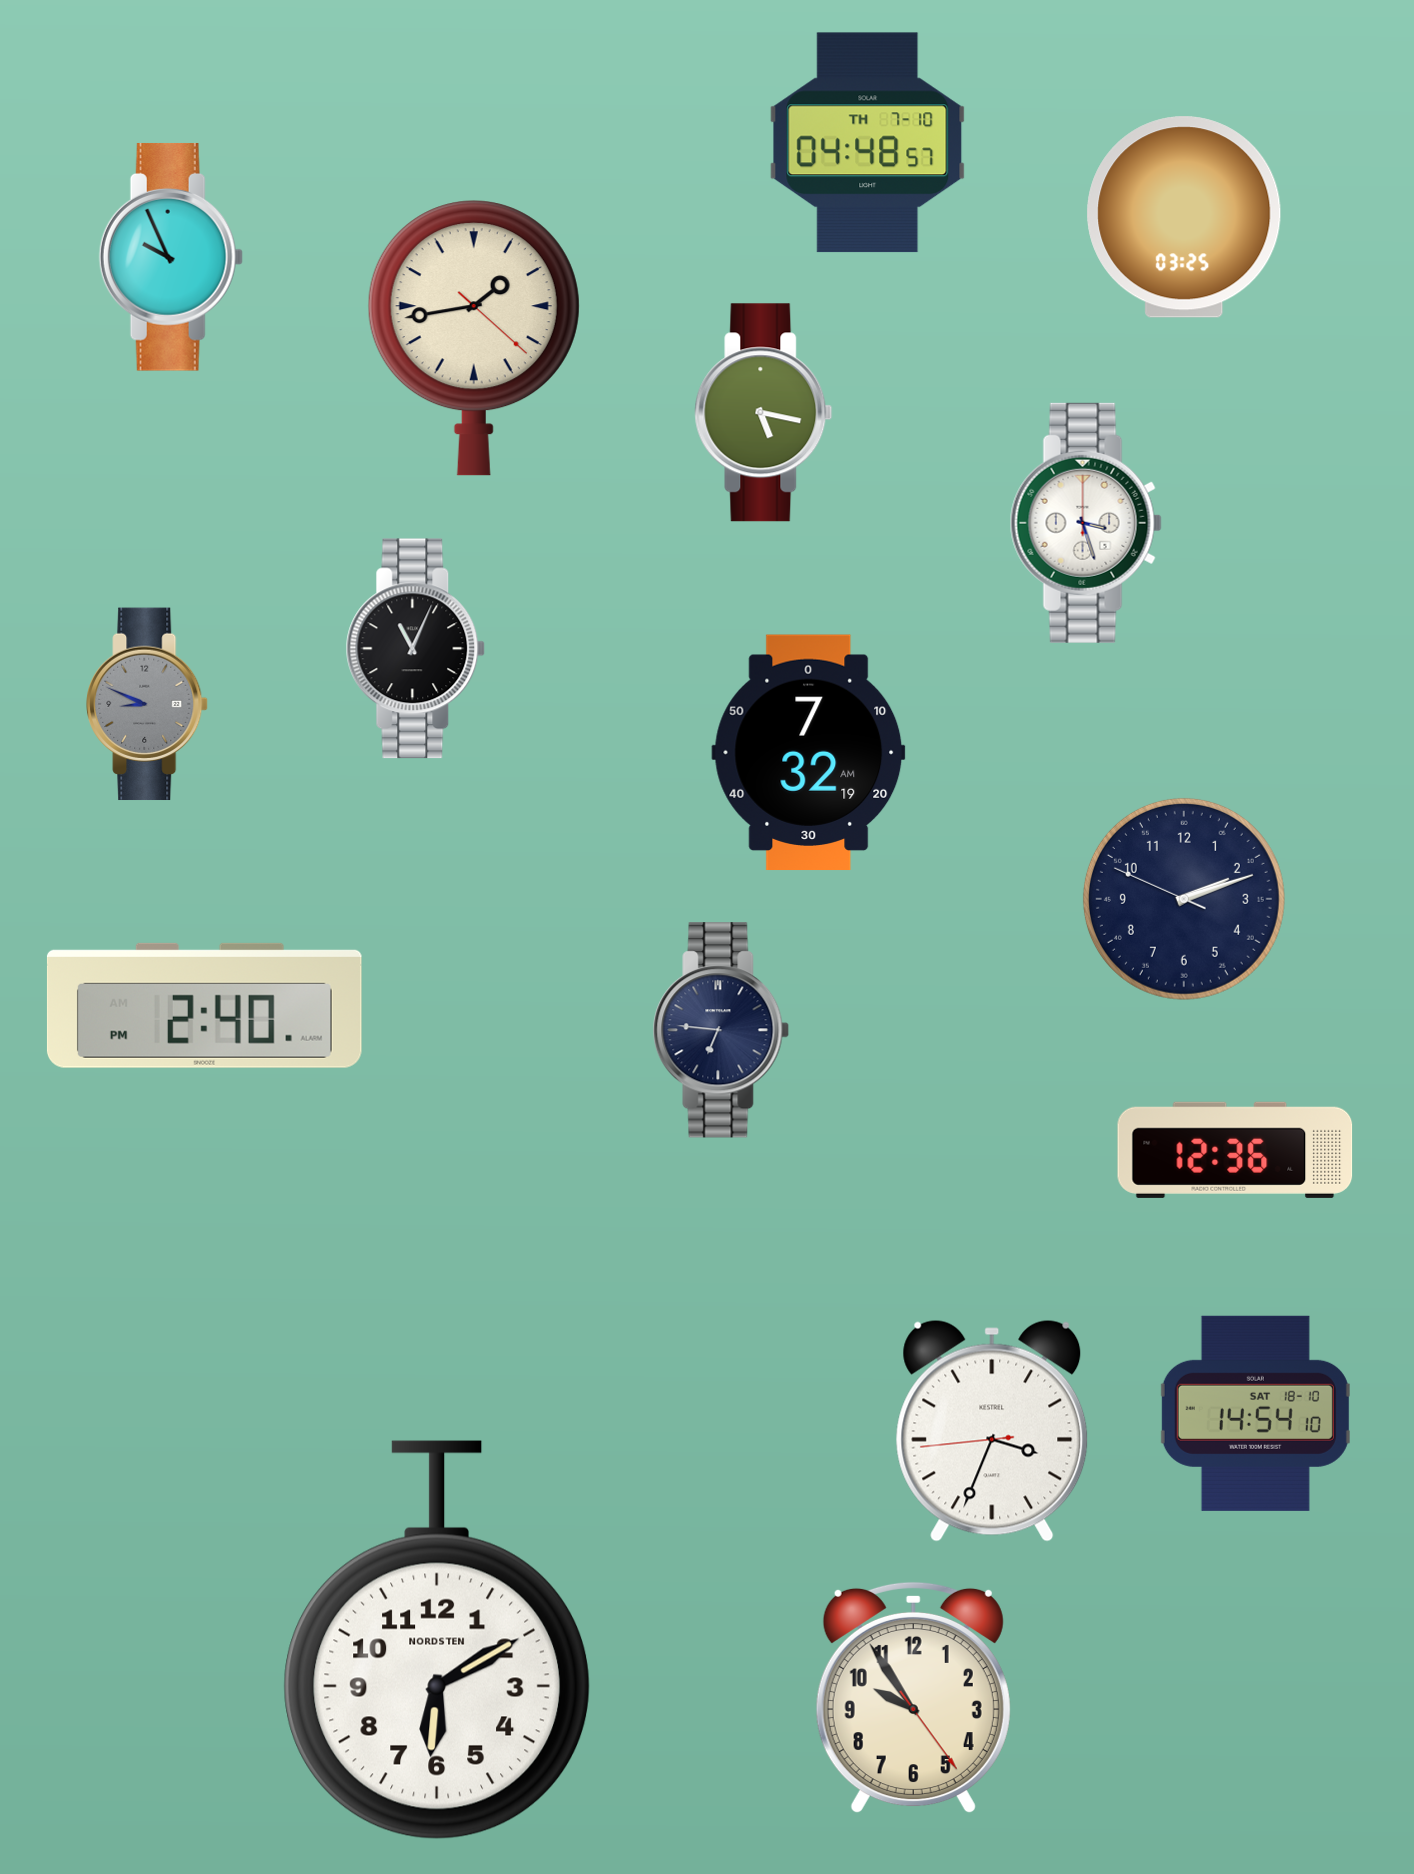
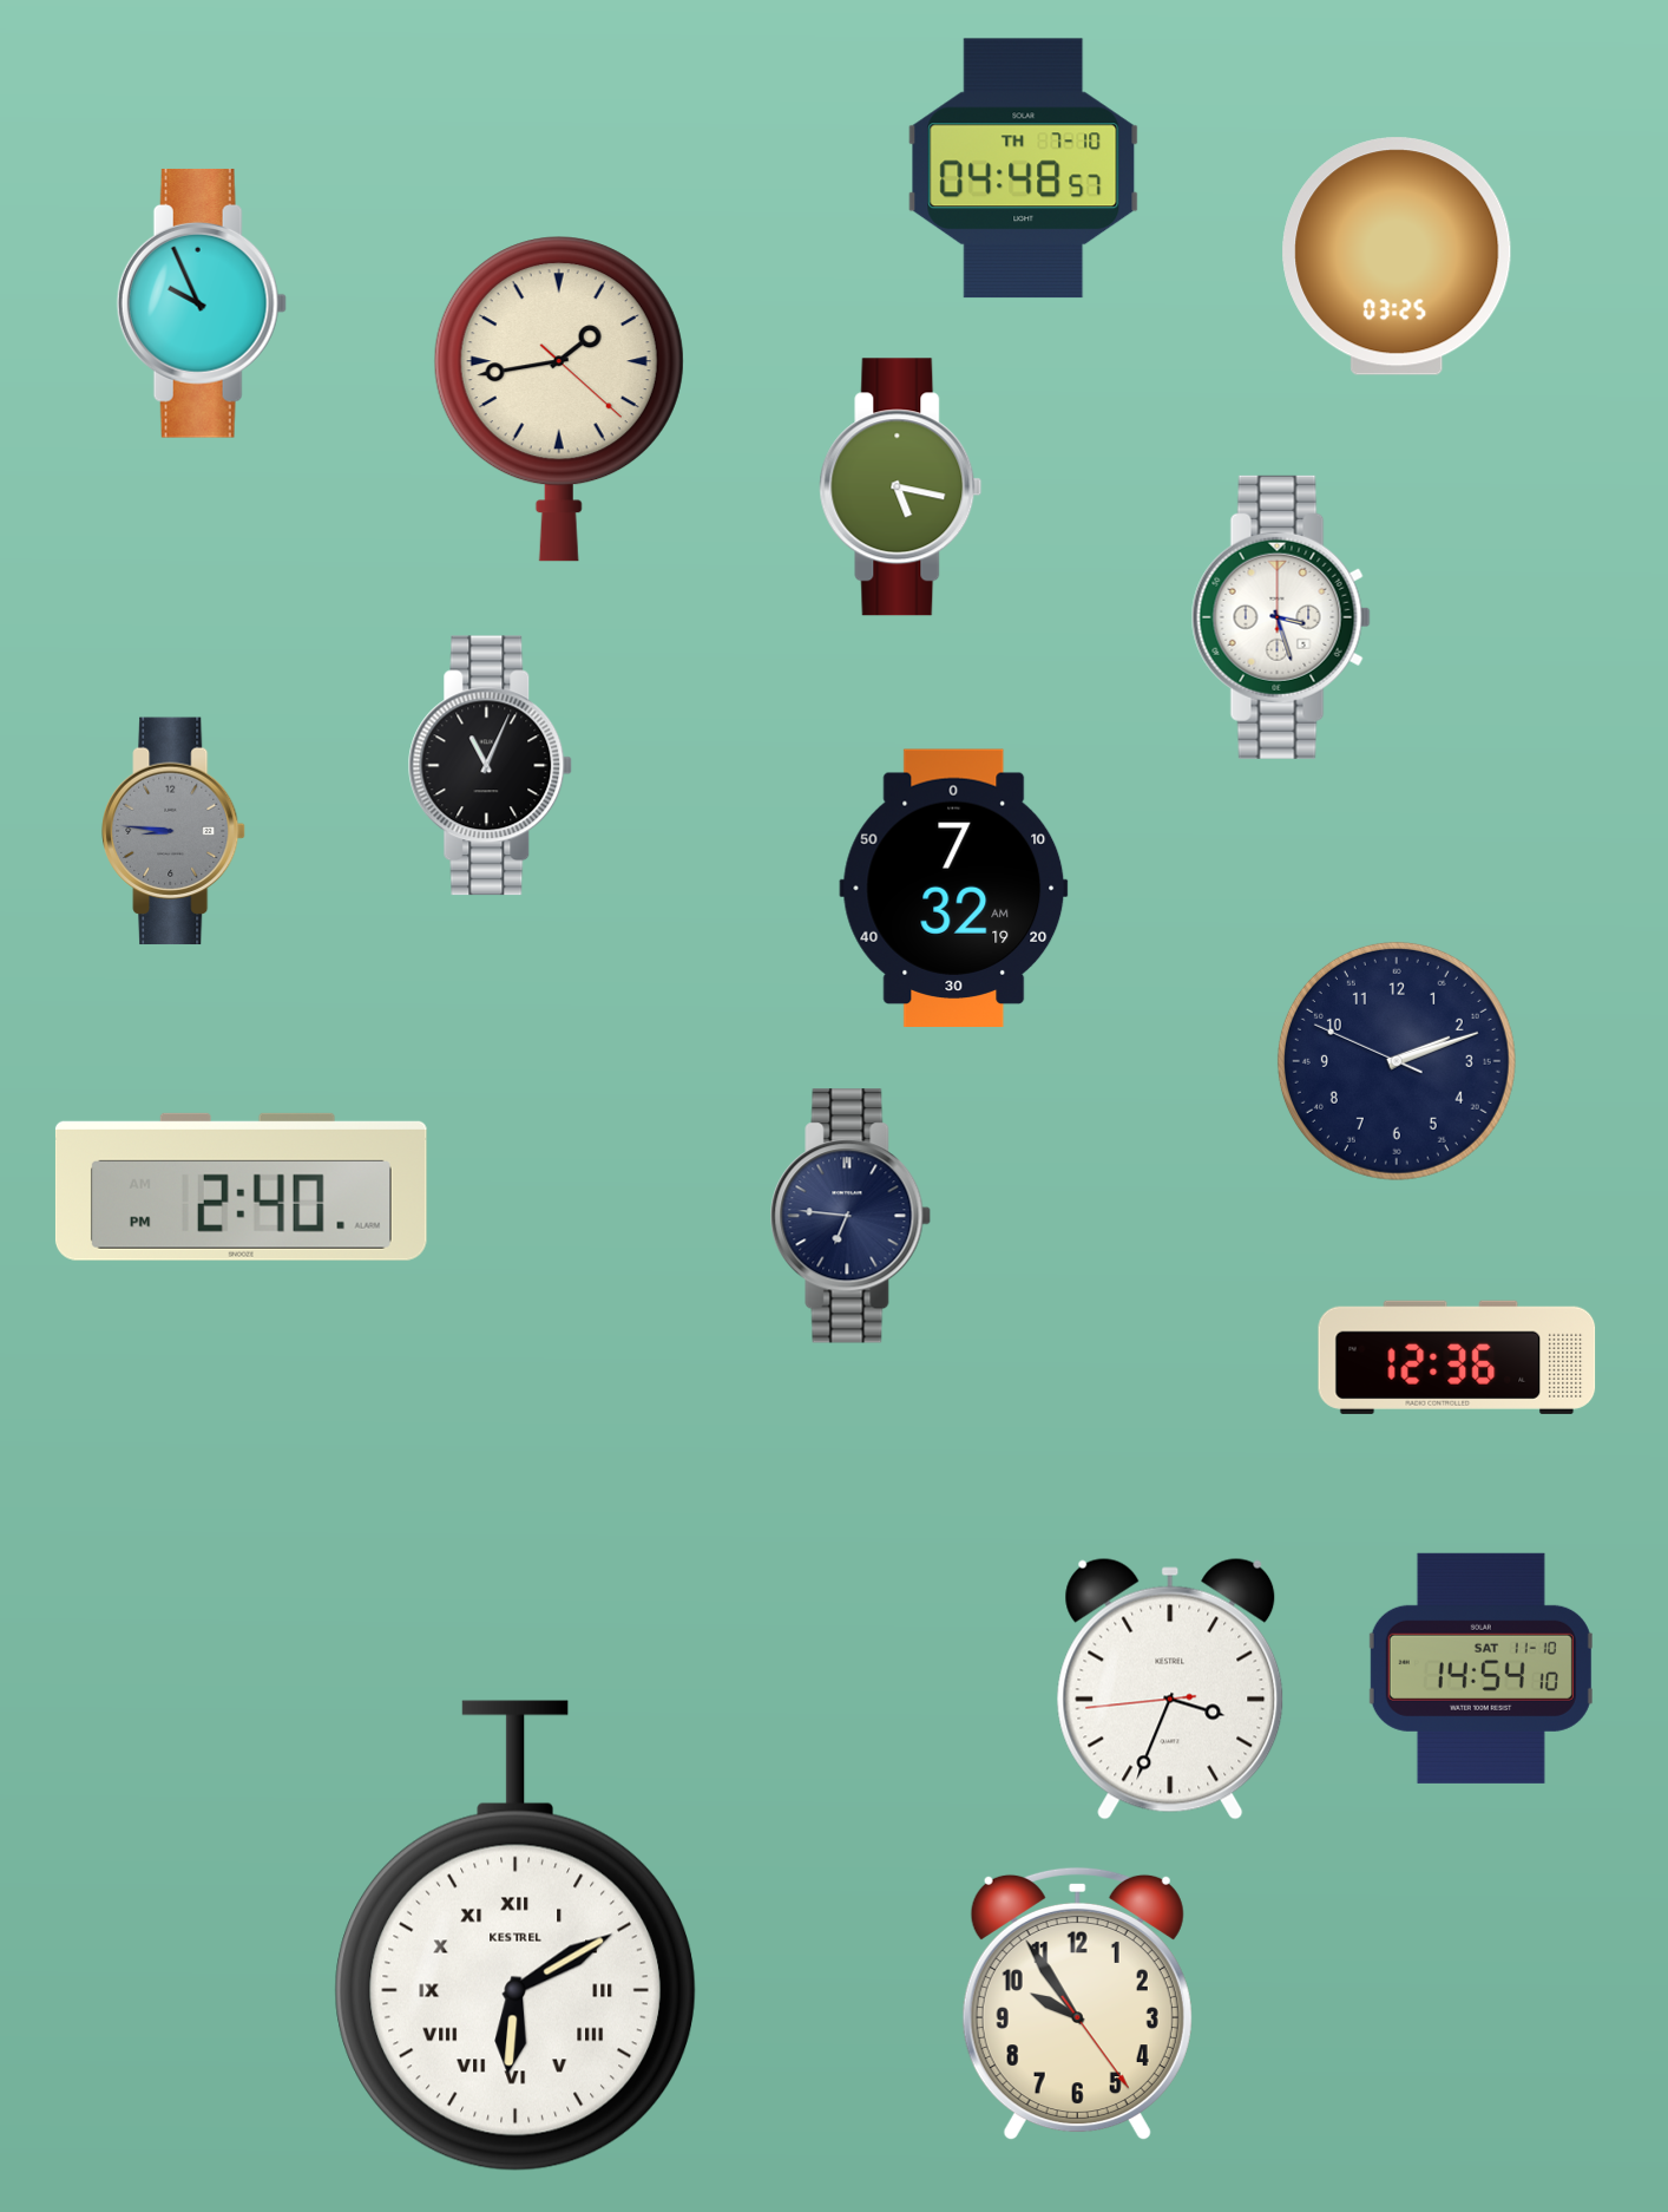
clock at (147, 704): 8:49 -> 8:46
clock at (1255, 1413) date: SAT 18-10 -> SAT 11-10
clock at (437, 1640) numerals: Arabic -> Roman
clock at (437, 1640) brand: NORDSTEN -> KESTREL
